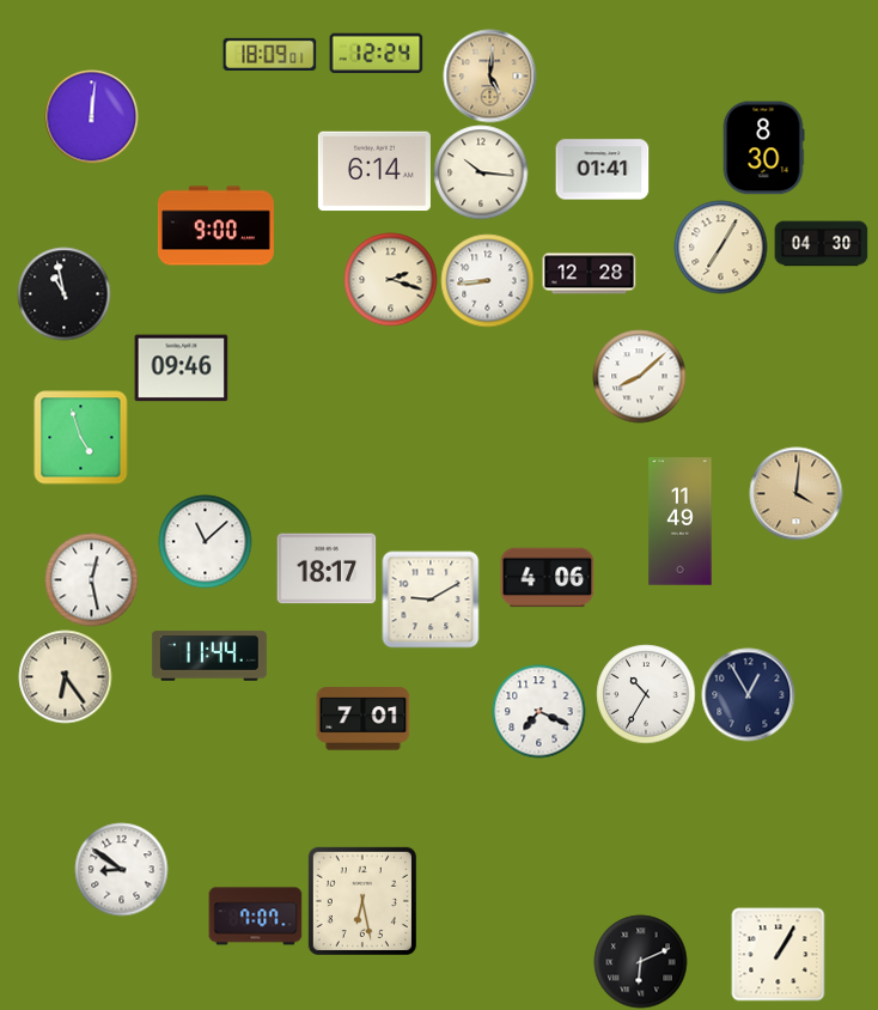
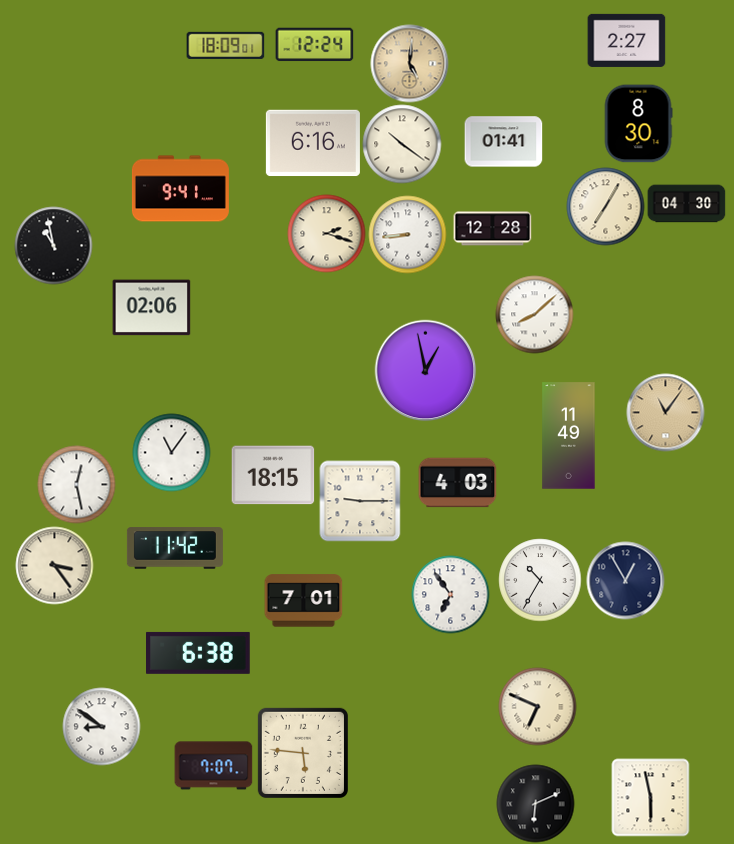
clock at (626, 40): none -> 2:27
clock at (91, 116): 12:01 -> none
clock at (374, 171): 6:14 -> 6:16
clock at (481, 172): 10:16 -> 10:21
clock at (215, 226): 9:00 -> 9:41
clock at (720, 247) position: (720, 247) -> (605, 206)
clock at (181, 369): 09:46 -> 02:06
clock at (80, 437): 4:57 -> none
clock at (425, 370): none -> 12:58
clock at (795, 493): 4:01 -> 11:06
clock at (205, 541): 11:08 -> 11:06
clock at (327, 568): 18:17 -> 18:15
clock at (547, 578): 4:06 -> 4:03
clock at (431, 600): 9:10 -> 9:15
clock at (209, 656): 11:44 -> 11:42
clock at (65, 676): 6:24 -> 3:24
clock at (538, 711): 7:19 -> 6:54
clock at (199, 653): none -> 6:38
clock at (537, 706): none -> 6:49
clock at (362, 901): 6:28 -> 5:46
clock at (778, 954): 1:05 -> 5:58
